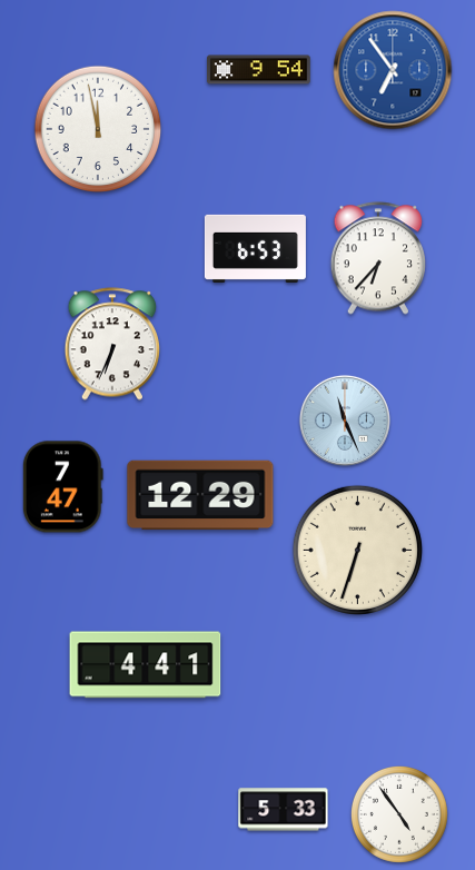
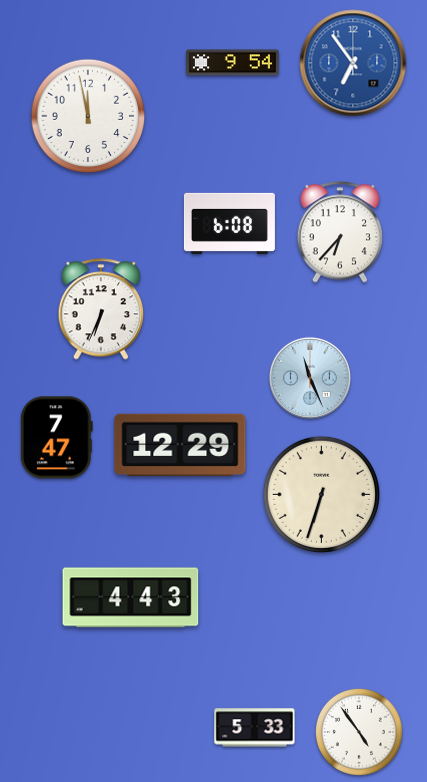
clock at (255, 248): 6:53 -> 6:08
clock at (146, 665): 4:41 -> 4:43
